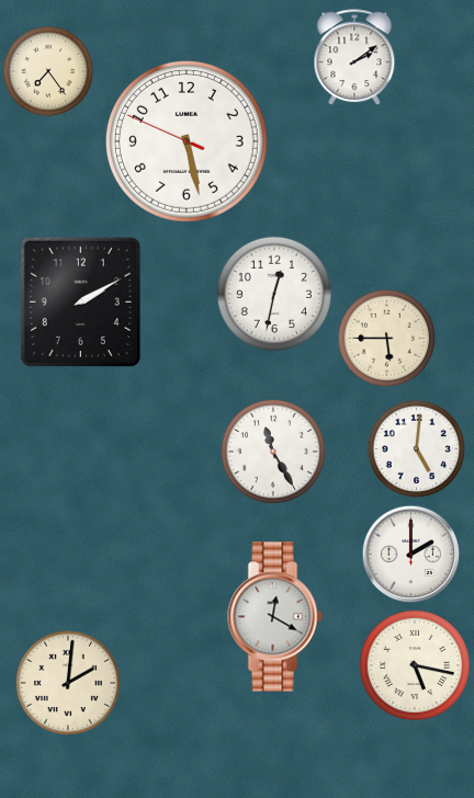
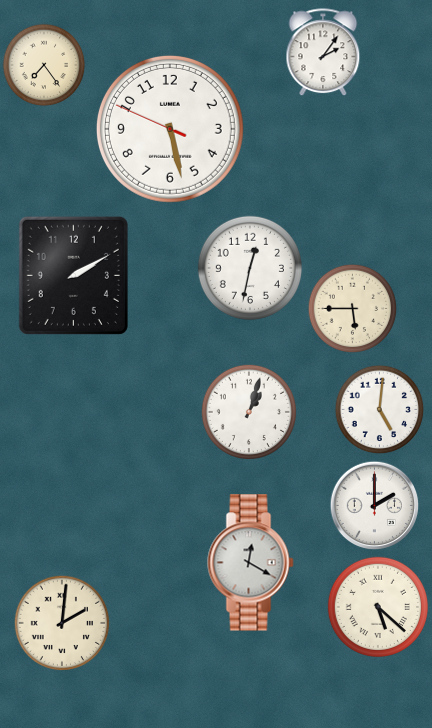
clock at (354, 58): 2:09 -> 2:06
clock at (272, 451): 11:25 -> 1:03
clock at (415, 665): 5:17 -> 5:22
